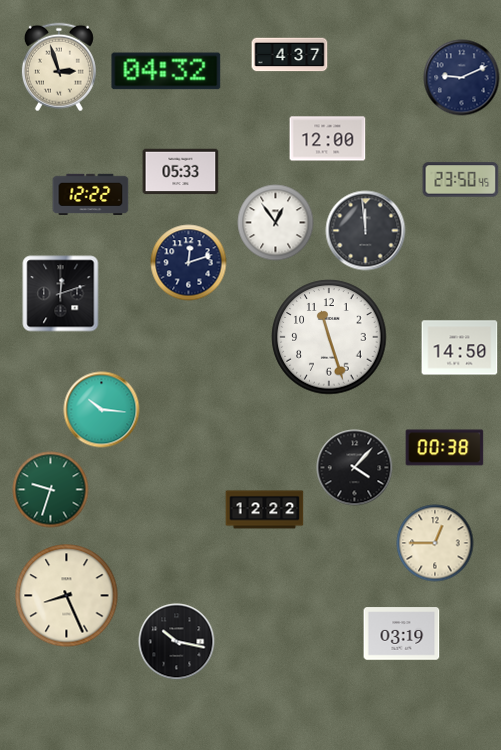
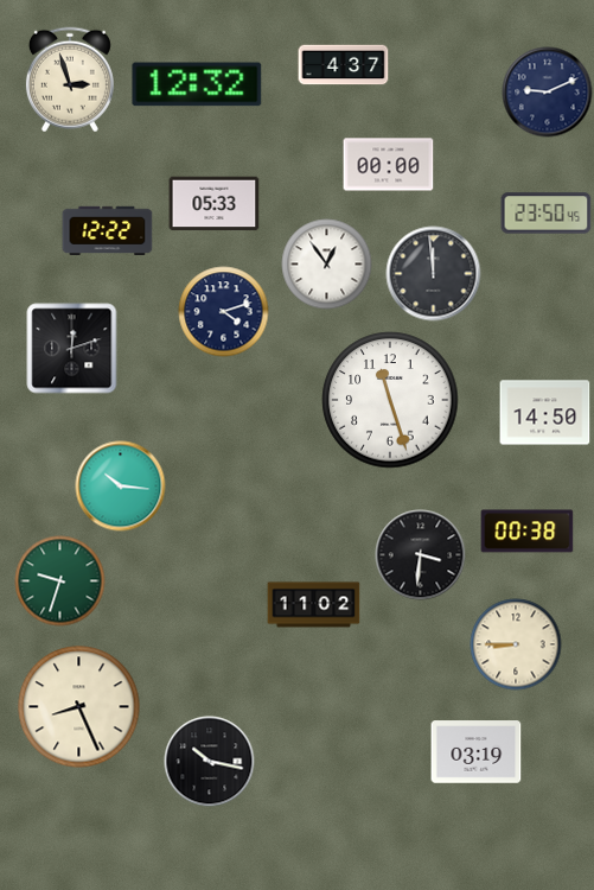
clock at (166, 71): 04:32 -> 12:32
clock at (328, 139): 12:00 -> 00:00
clock at (189, 263): 12:12 -> 4:12
clock at (355, 468): 4:07 -> 3:31
clock at (265, 510): 12:22 -> 11:02
clock at (435, 543): 12:45 -> 8:45
